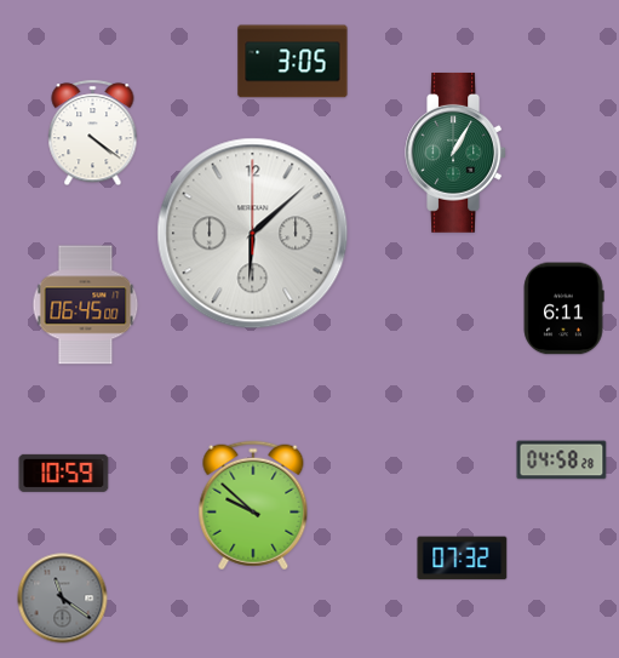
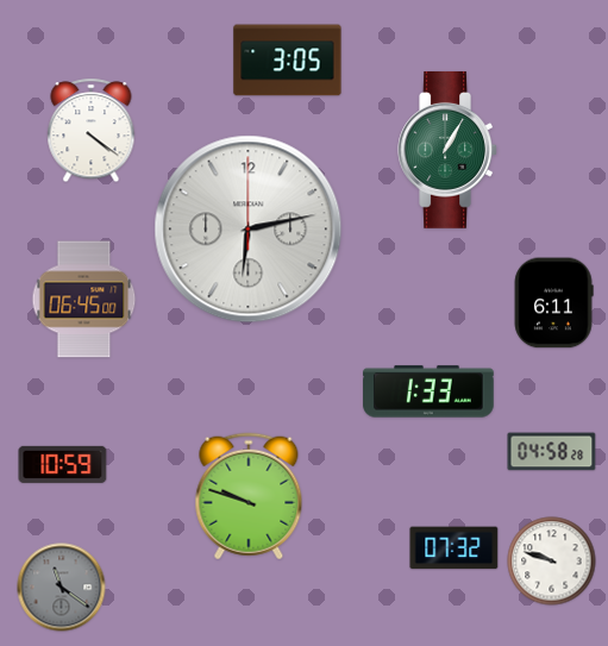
clock at (253, 234): 6:08 -> 6:13
clock at (428, 391): none -> 1:33
clock at (253, 505): 9:52 -> 9:48
clock at (552, 562): none -> 9:48
